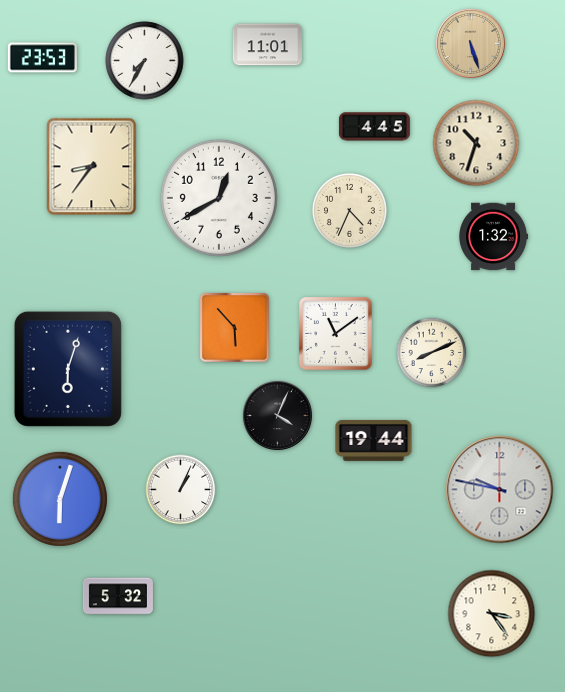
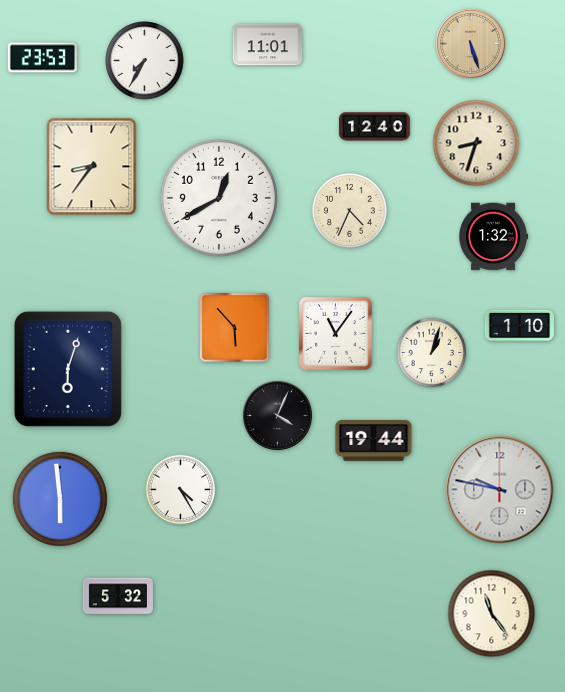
clock at (374, 127): 4:45 -> 12:40
clock at (476, 143): 10:33 -> 8:33
clock at (519, 325): none -> 1:10
clock at (335, 333): 11:09 -> 11:06
clock at (432, 353): 8:11 -> 1:03
clock at (181, 490): 1:04 -> 4:25
clock at (60, 499): 6:03 -> 5:59
clock at (492, 614): 3:24 -> 11:24
